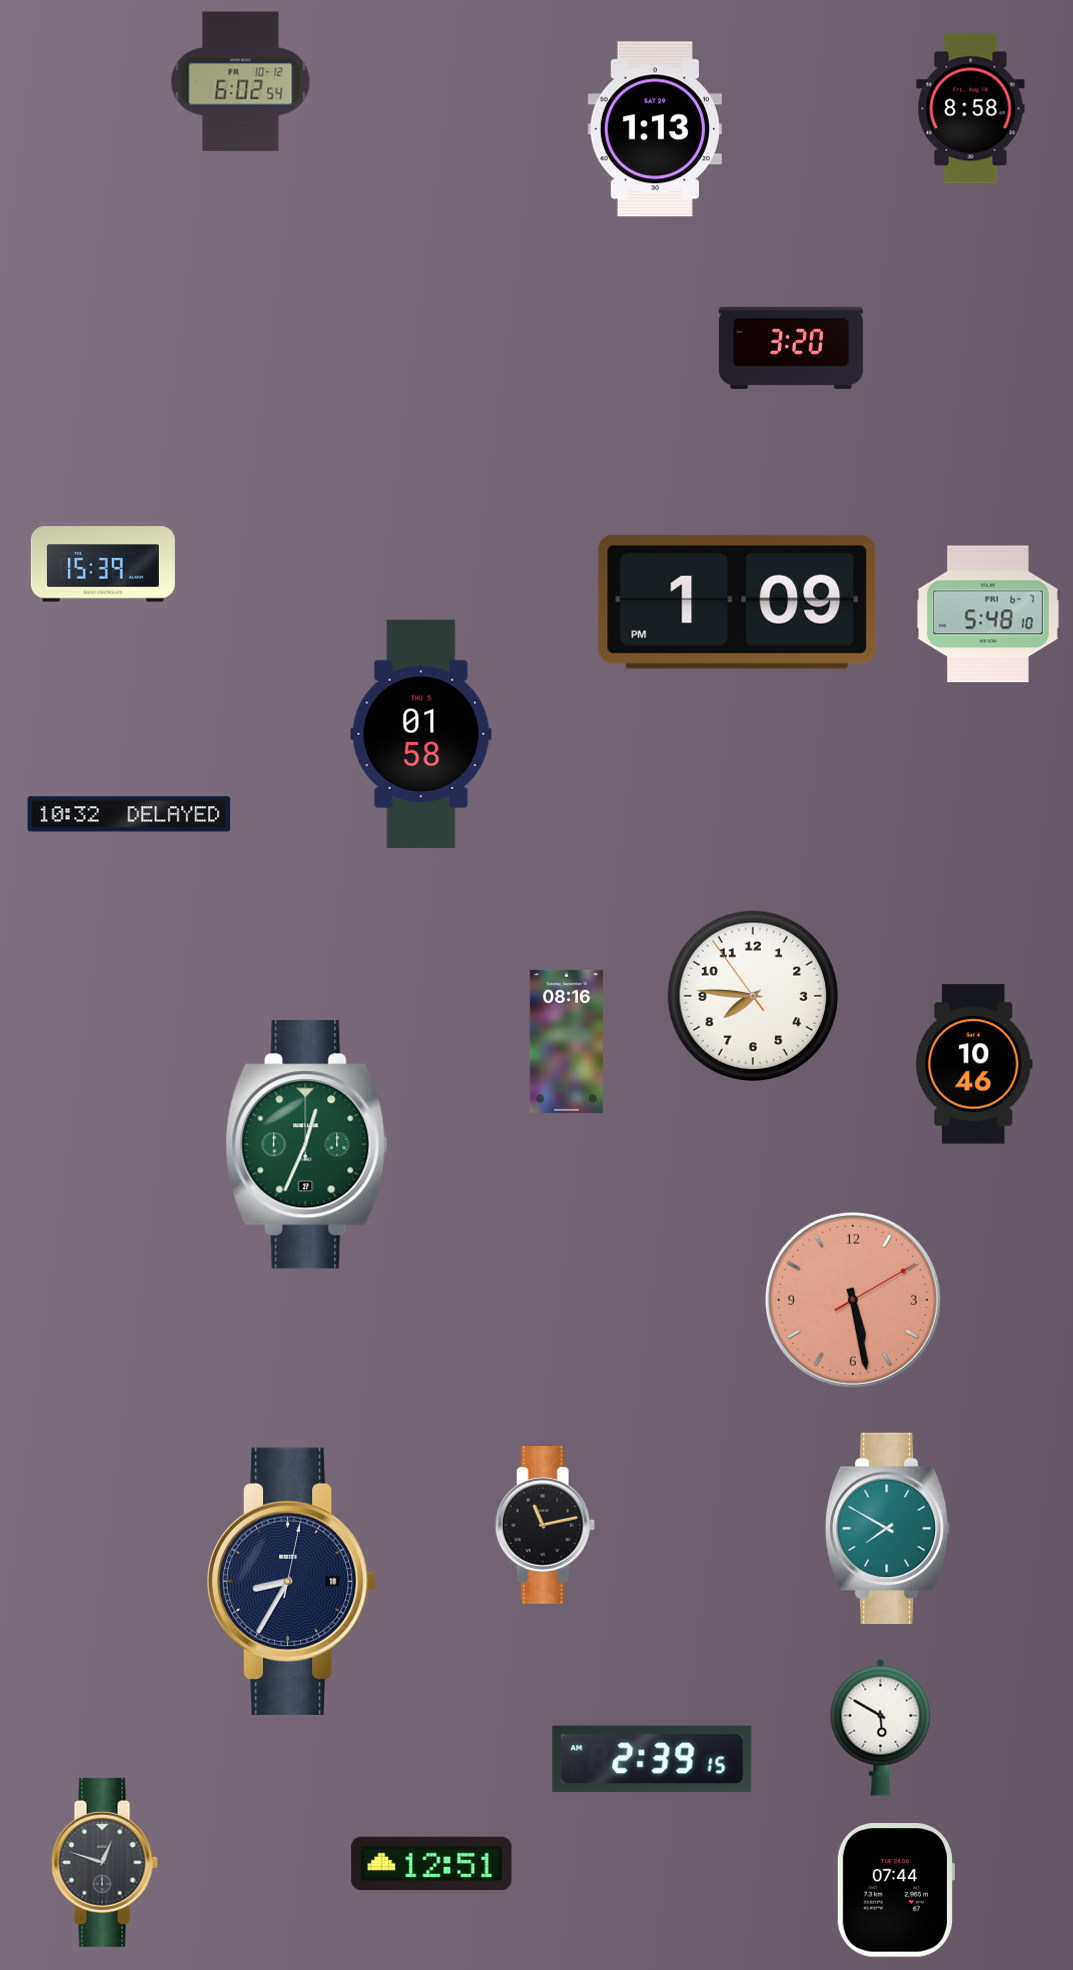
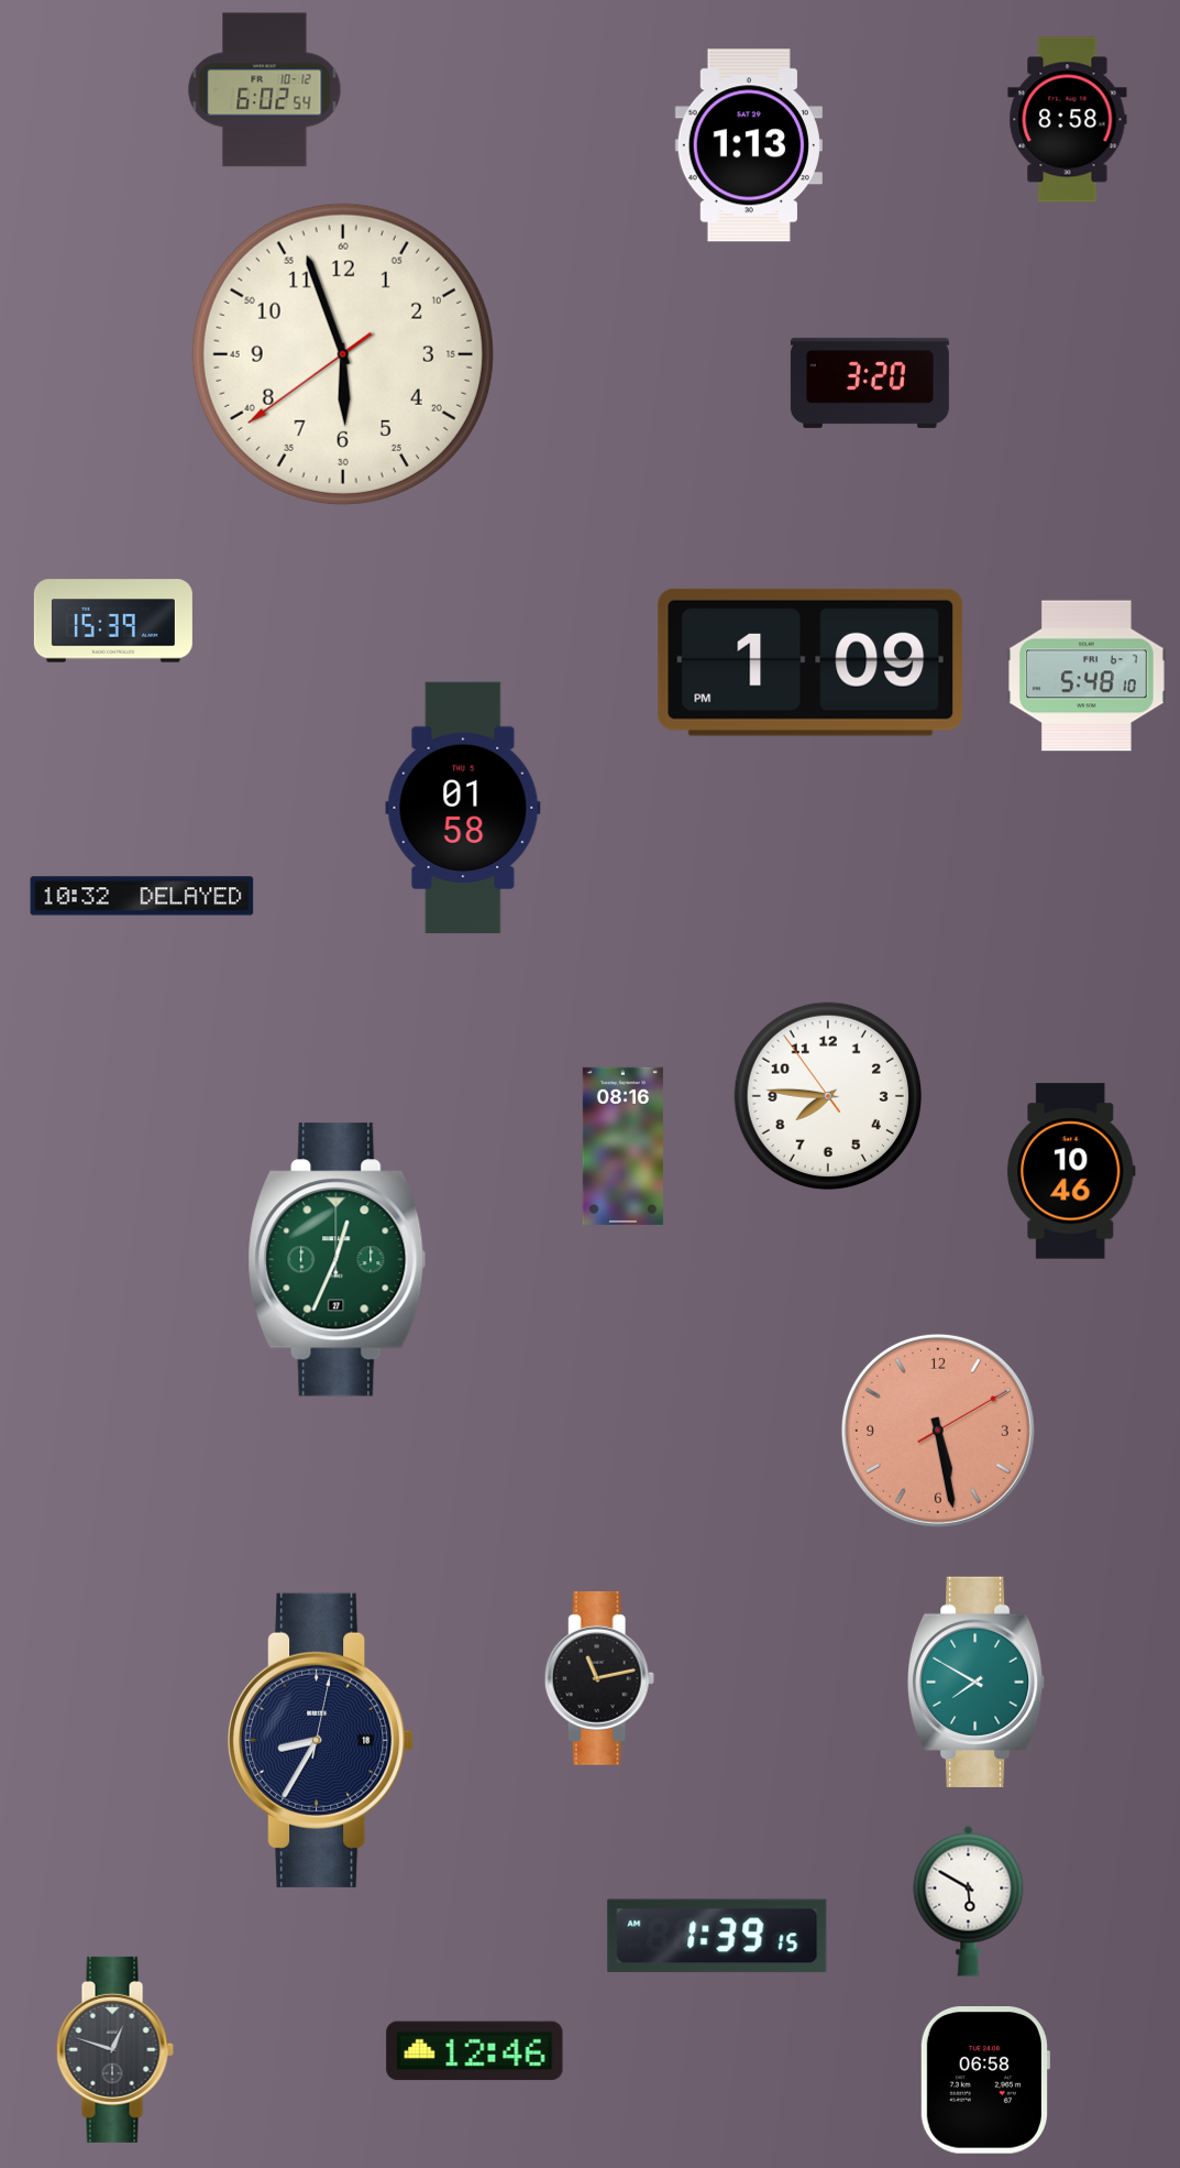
clock at (655, 129) position: (655, 129) -> (749, 145)
clock at (343, 354): none -> 5:56
clock at (652, 1759): 2:39 -> 1:39
clock at (432, 1864): 12:51 -> 12:46
clock at (895, 1891): 07:44 -> 06:58
